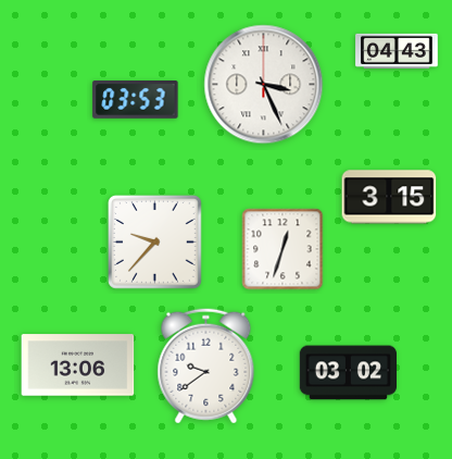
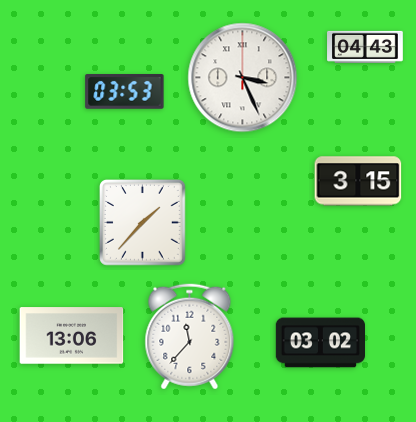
clock at (155, 243): 9:37 -> 1:37
clock at (282, 249): 12:33 -> none
clock at (206, 367): 9:39 -> 11:37
